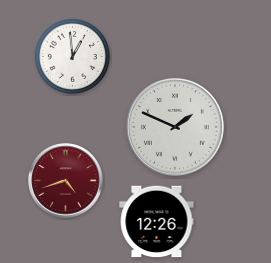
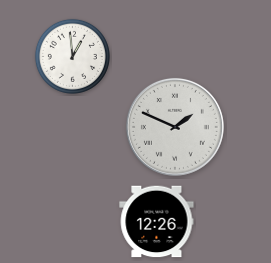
clock at (66, 181): 4:42 -> none
